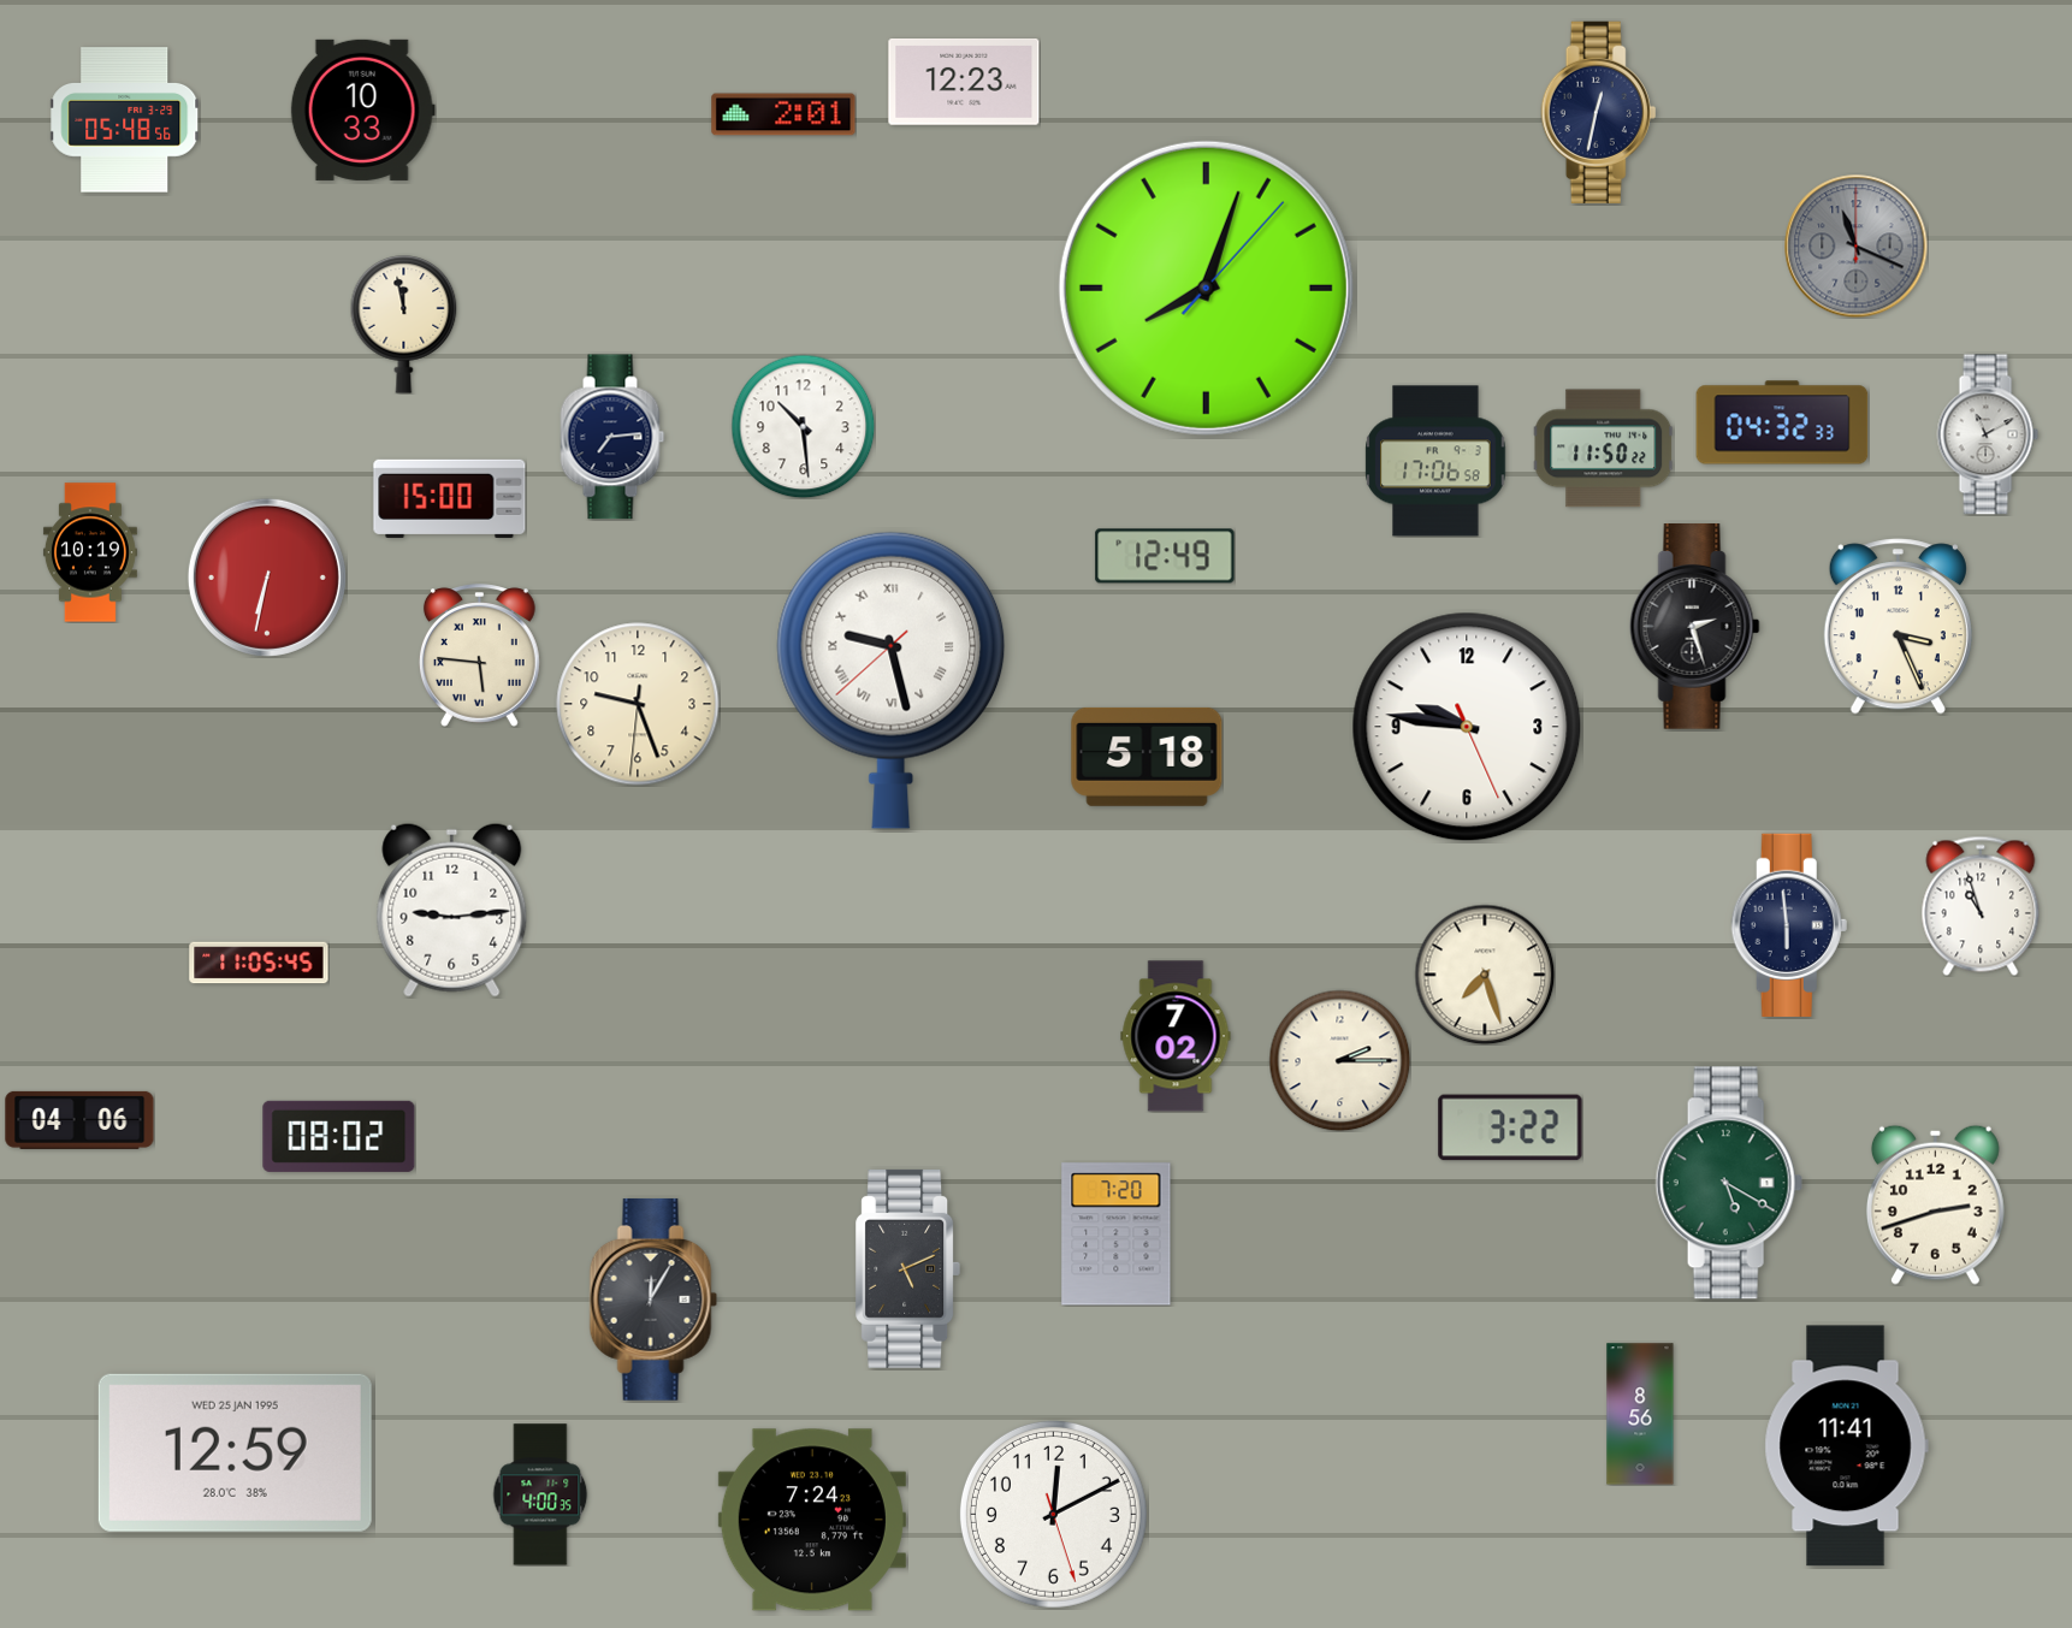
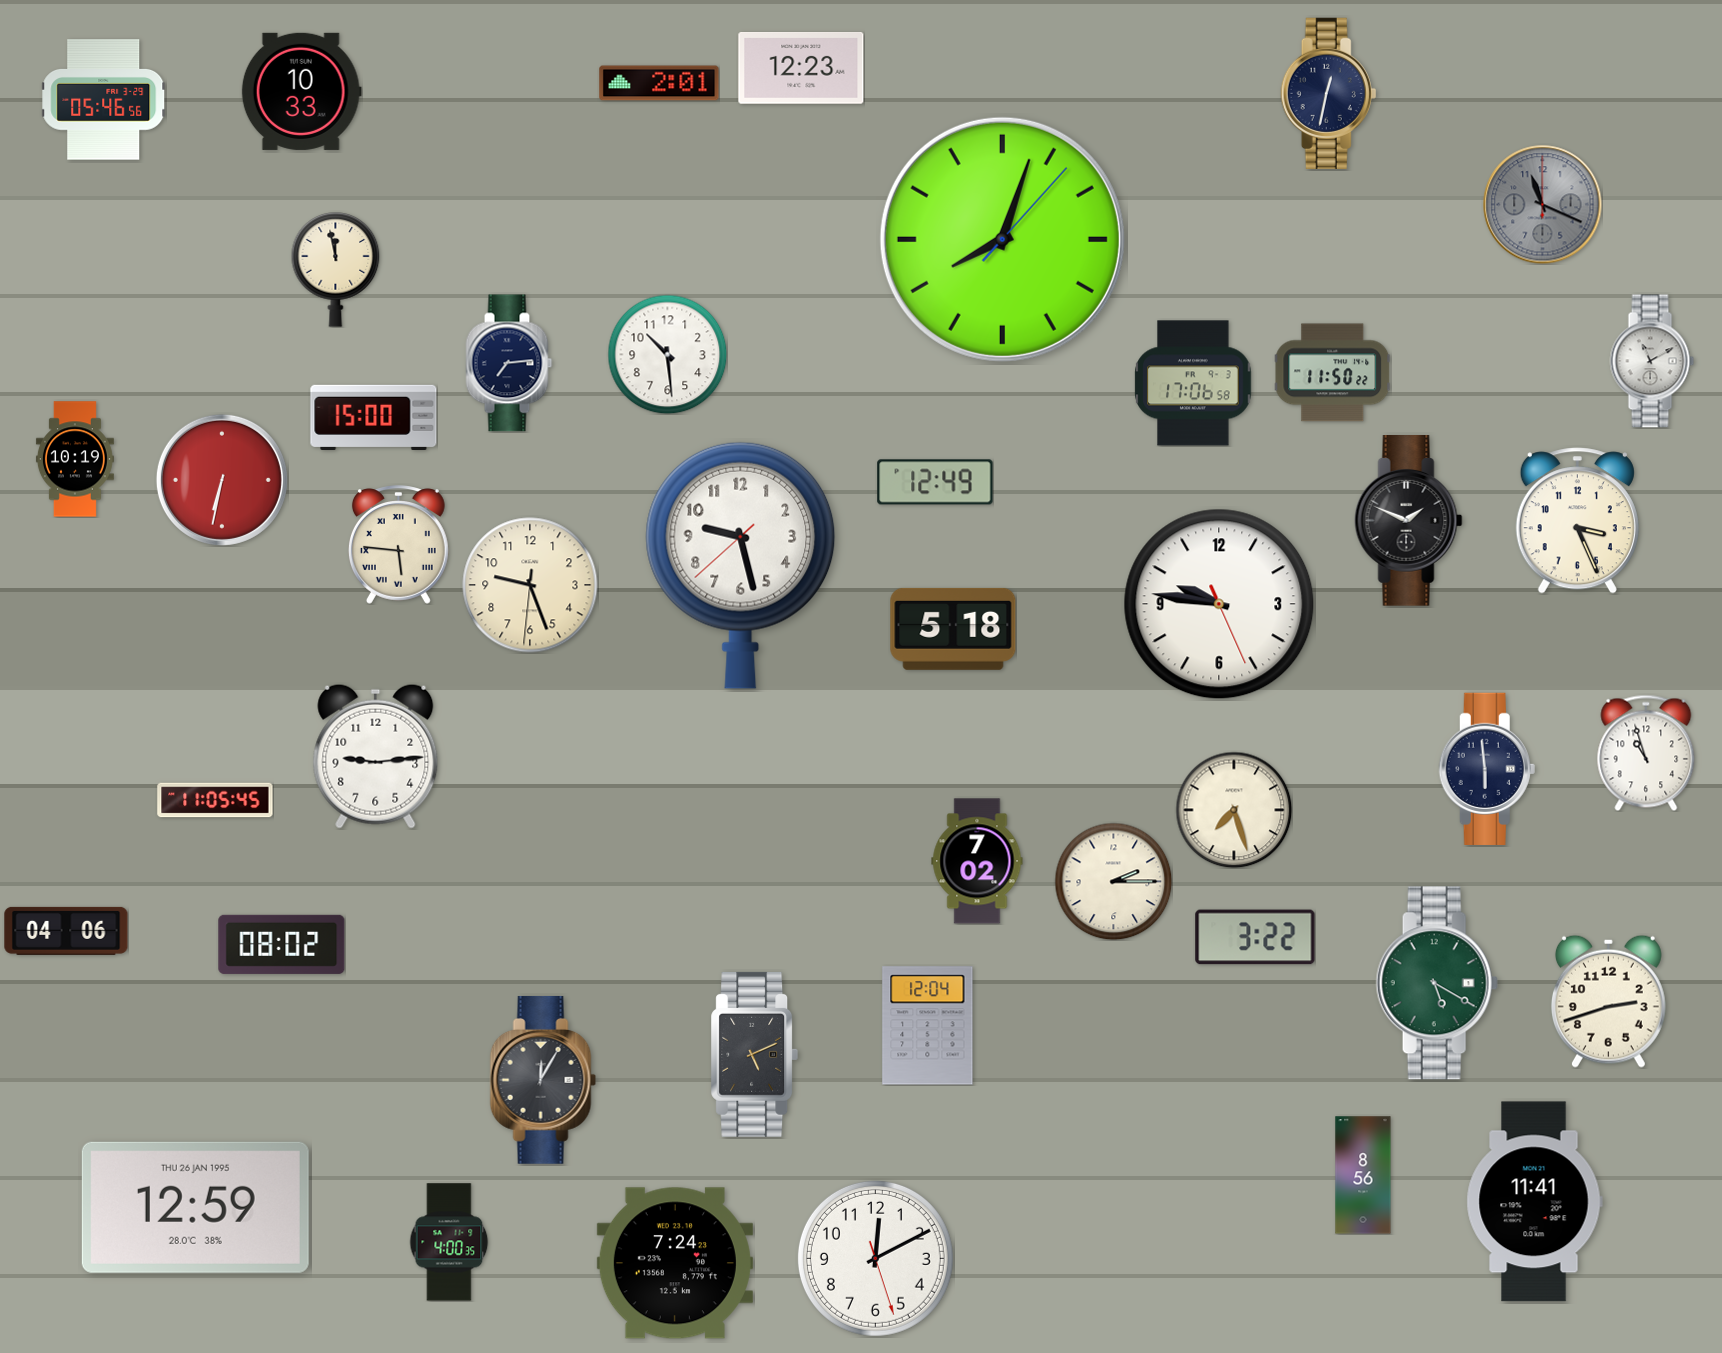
clock at (783, 114) position: (783, 114) -> (659, 83)
clock at (125, 120): 05:48 -> 05:46
clock at (1782, 422): 04:32 -> none
clock at (450, 498) position: (450, 498) -> (374, 417)
clock at (1165, 556) position: (1165, 556) -> (935, 482)
clock at (1695, 627): 2:27 -> 1:49
clock at (892, 680) numerals: Roman -> Arabic
clock at (1117, 1235): 7:20 -> 12:04
clock at (235, 1452) date: WED 25 JAN 1995 -> THU 26 JAN 1995
